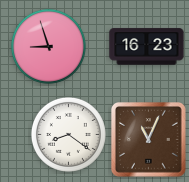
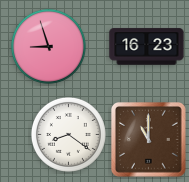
clock at (149, 140): 11:04 -> 11:00
